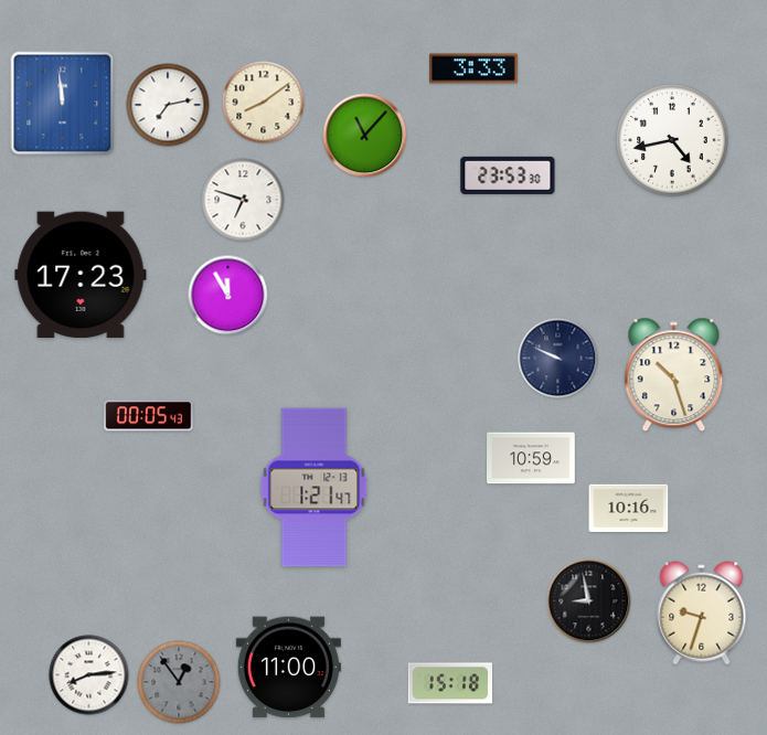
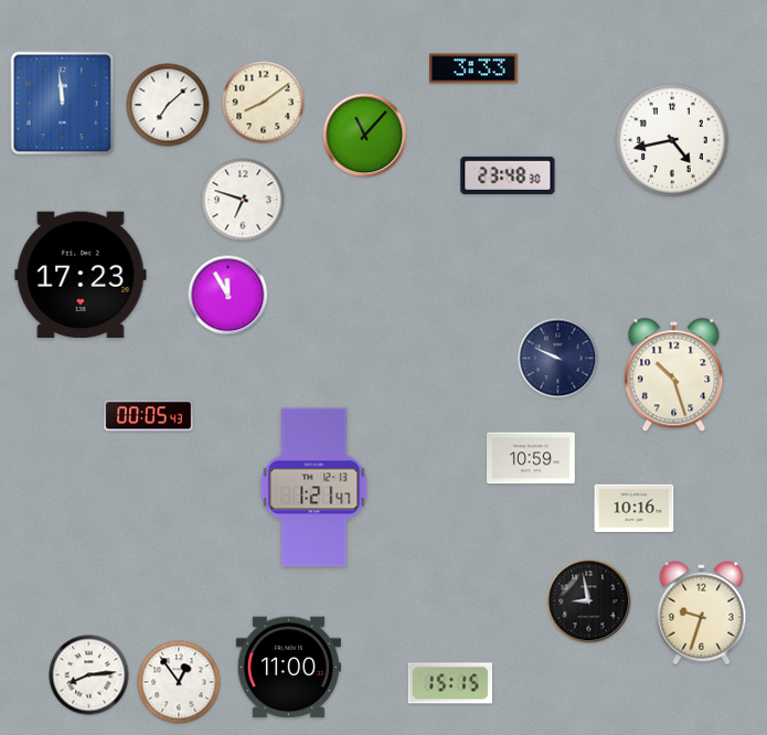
clock at (168, 105): 7:13 -> 7:08
clock at (508, 175): 23:53 -> 23:48
clock at (629, 509) position: (629, 509) -> (635, 509)
clock at (179, 682) dial: grey -> white
clock at (449, 683): 15:18 -> 15:15
